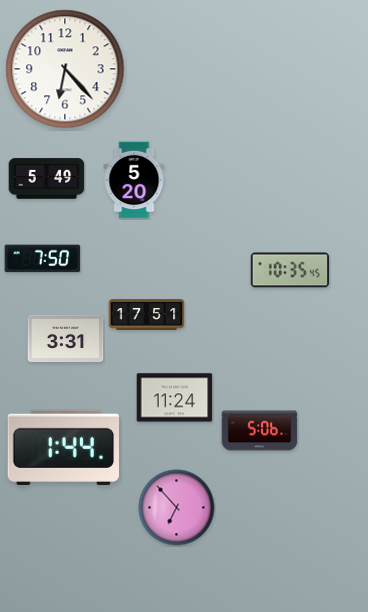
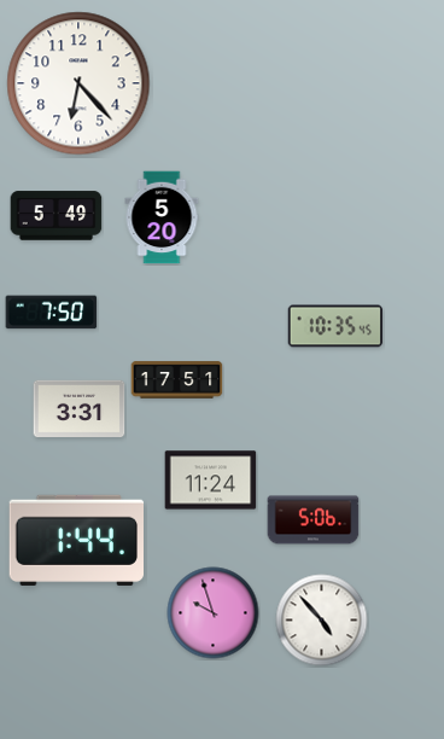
clock at (290, 270) position: (290, 270) -> (335, 326)
clock at (177, 508): 6:53 -> 9:57
clock at (322, 621): none -> 4:53
